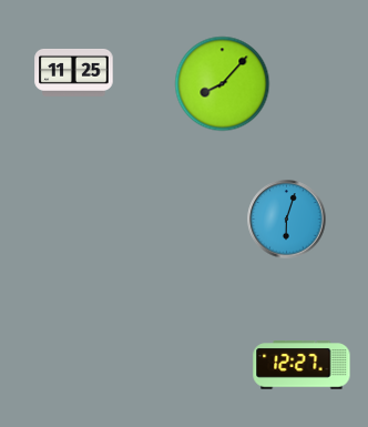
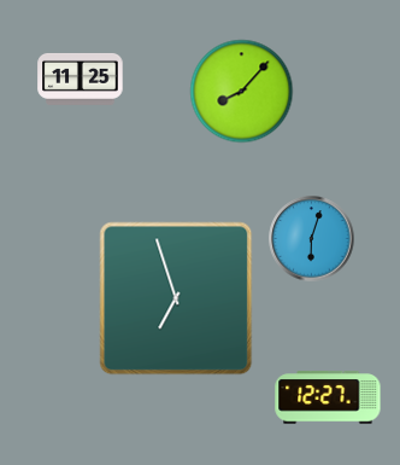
clock at (176, 298): none -> 6:57
